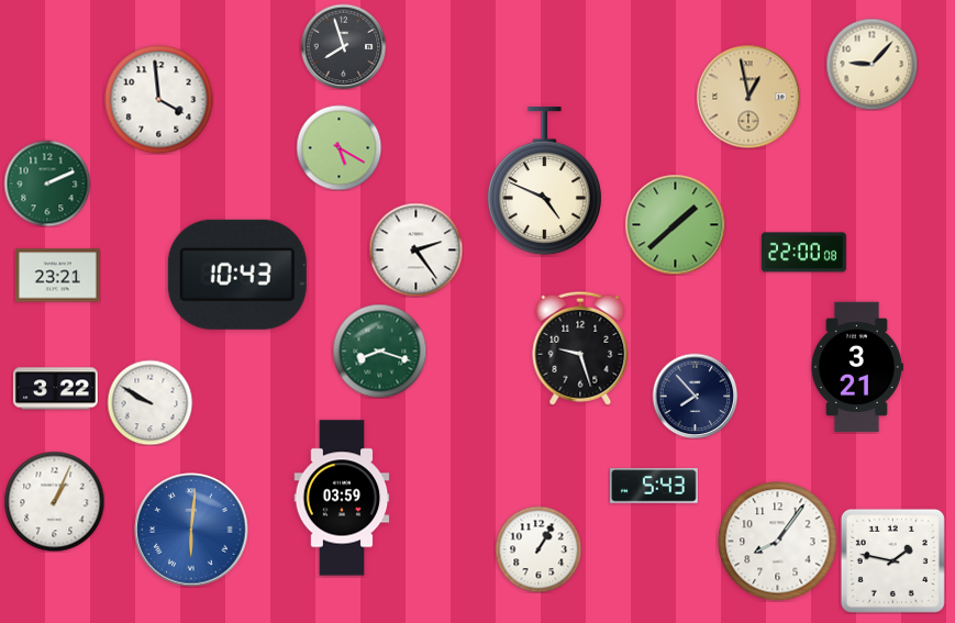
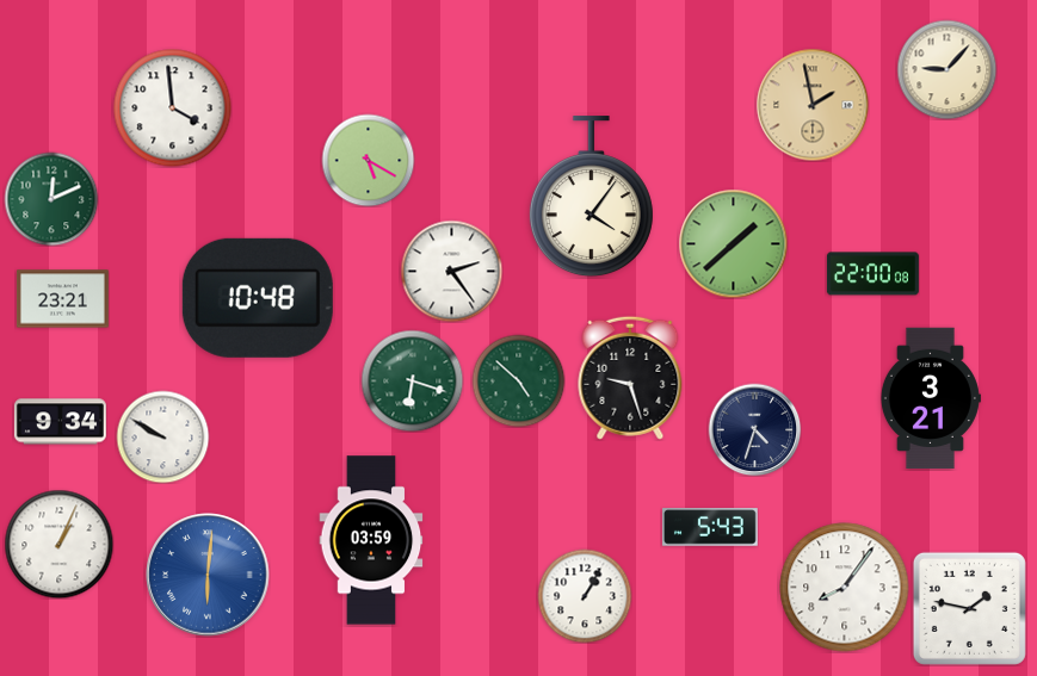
clock at (343, 46): 7:57 -> none
clock at (748, 97): 12:58 -> 1:58
clock at (544, 181): 4:49 -> 4:06
clock at (47, 183): 2:11 -> 12:11
clock at (237, 275): 10:43 -> 10:48
clock at (379, 351): 8:18 -> 6:18
clock at (518, 380): none -> 4:52
clock at (55, 389): 3:22 -> 9:34
clock at (695, 396): 7:53 -> 4:33
